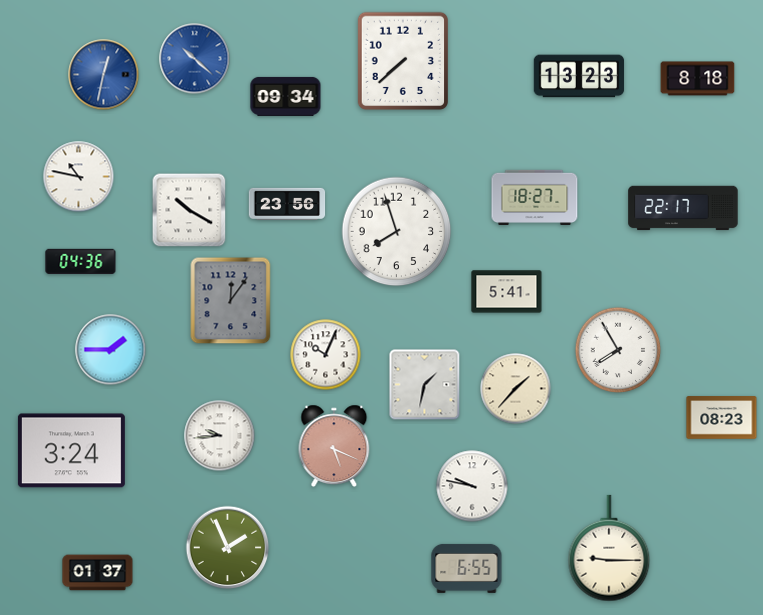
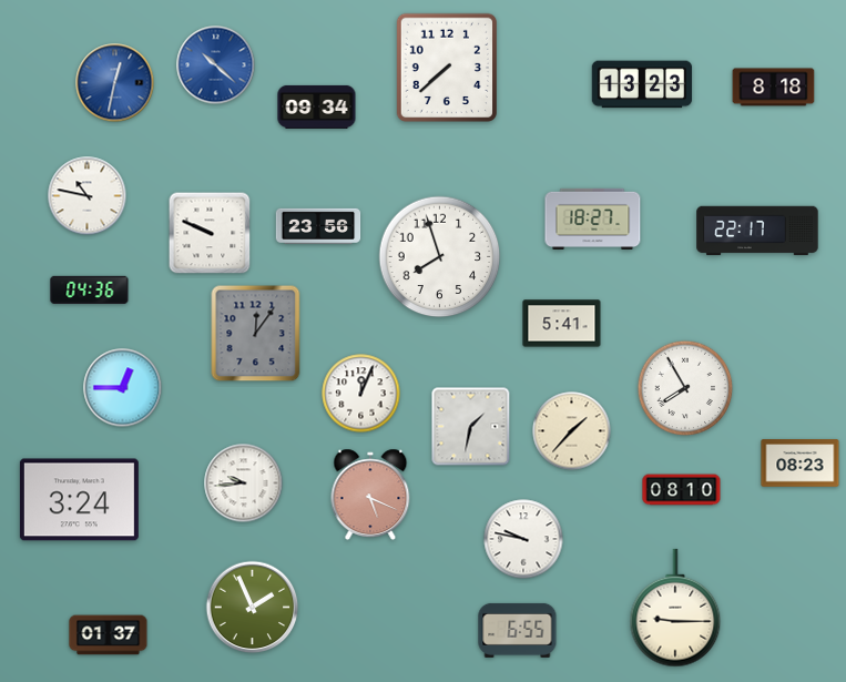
clock at (189, 210): 10:20 -> 9:49
clock at (111, 350): 1:45 -> 12:45
clock at (326, 355): 10:04 -> 12:04
clock at (682, 490): none -> 08:10
